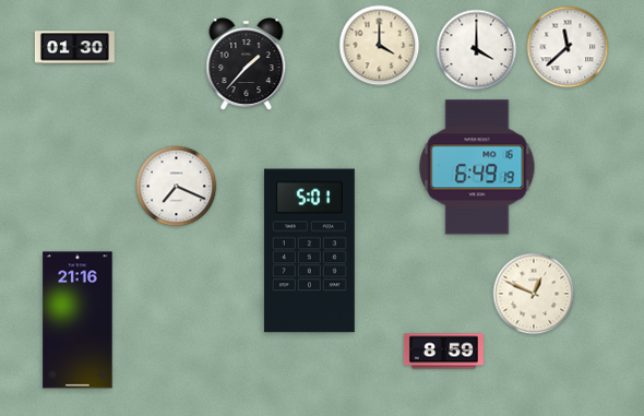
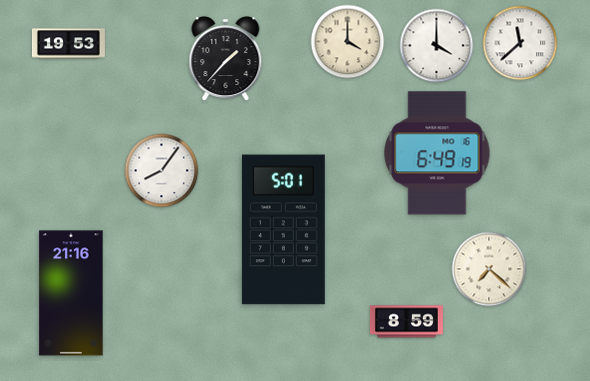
clock at (74, 48): 01:30 -> 19:53
clock at (177, 187): 7:19 -> 8:06
clock at (534, 294): 12:49 -> 7:22
